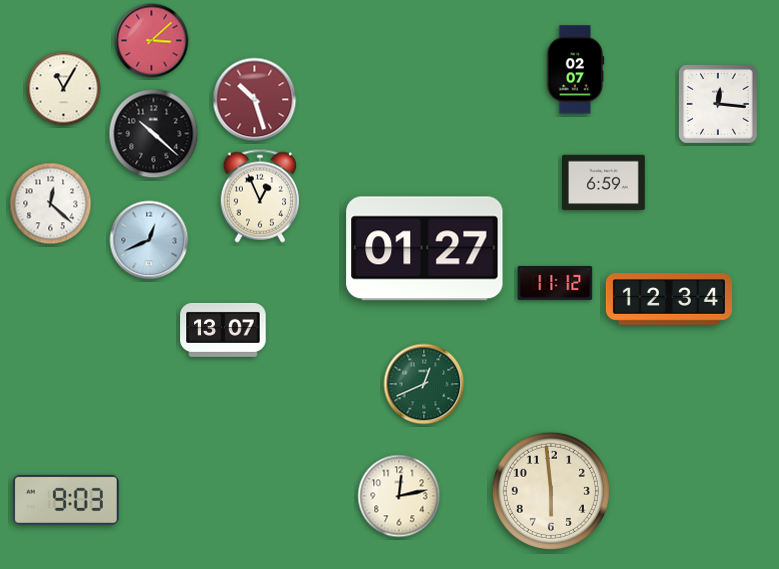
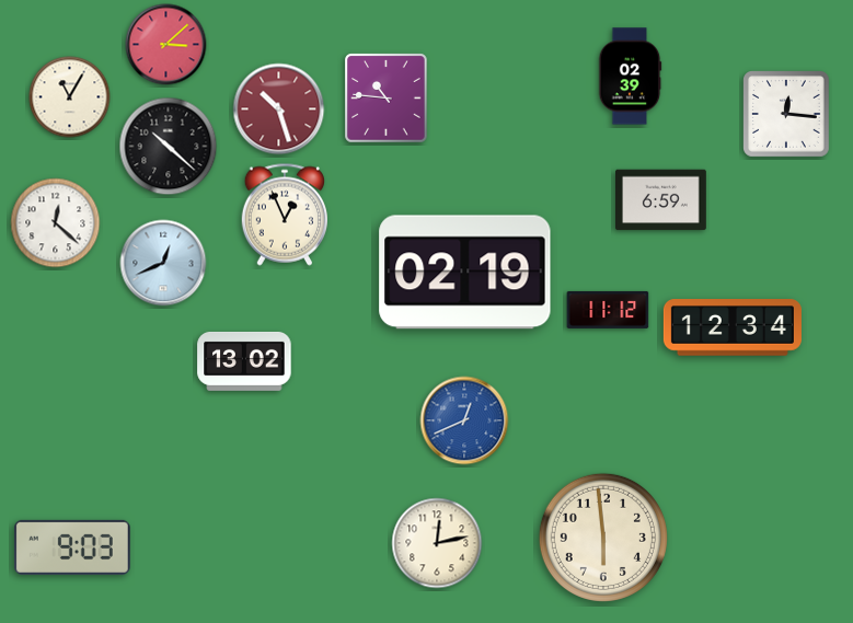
clock at (575, 70): 02:07 -> 02:39
clock at (387, 99): none -> 10:46
clock at (425, 249): 01:27 -> 02:19
clock at (223, 330): 13:07 -> 13:02
clock at (424, 384) dial: green -> blue
